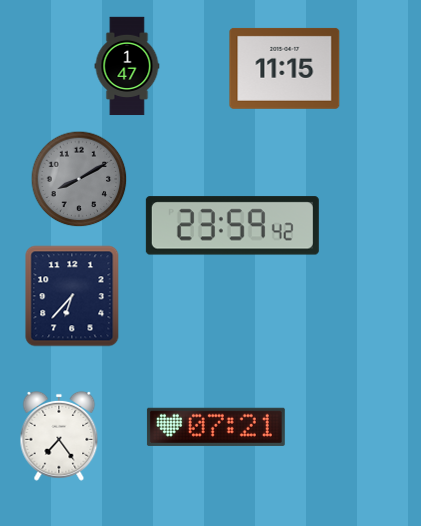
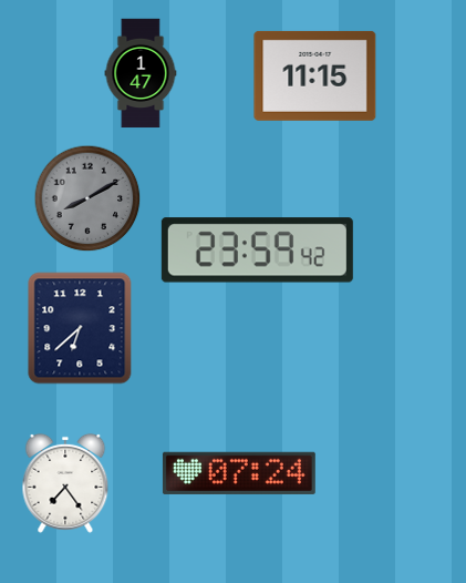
clock at (72, 296): 6:37 -> 6:38
clock at (216, 427): 07:21 -> 07:24
